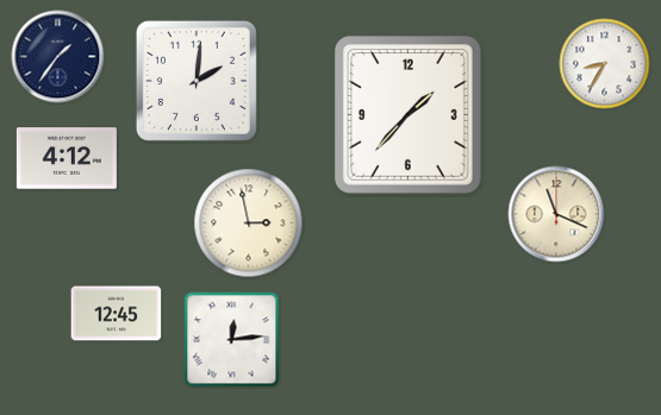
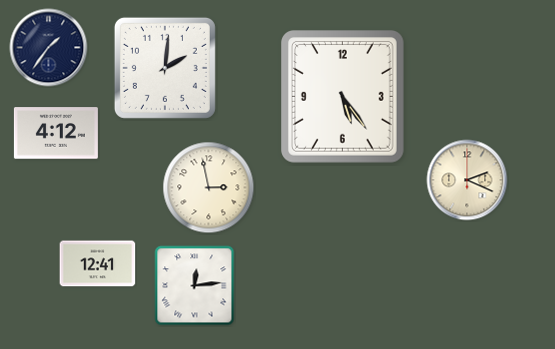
clock at (605, 64): 8:35 -> none
clock at (409, 115): 1:37 -> 5:24
clock at (556, 214): 11:19 -> 2:19
clock at (117, 314): 12:45 -> 12:41
